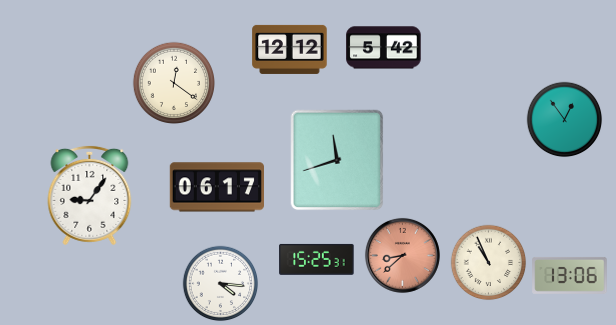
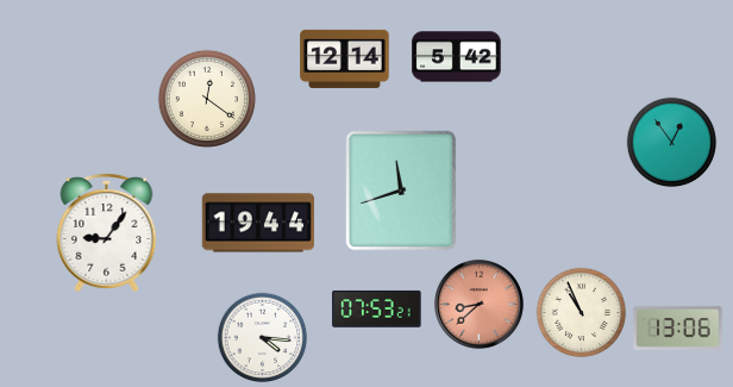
clock at (290, 49): 12:12 -> 12:14
clock at (216, 187): 06:17 -> 19:44
clock at (317, 259): 15:25 -> 07:53
